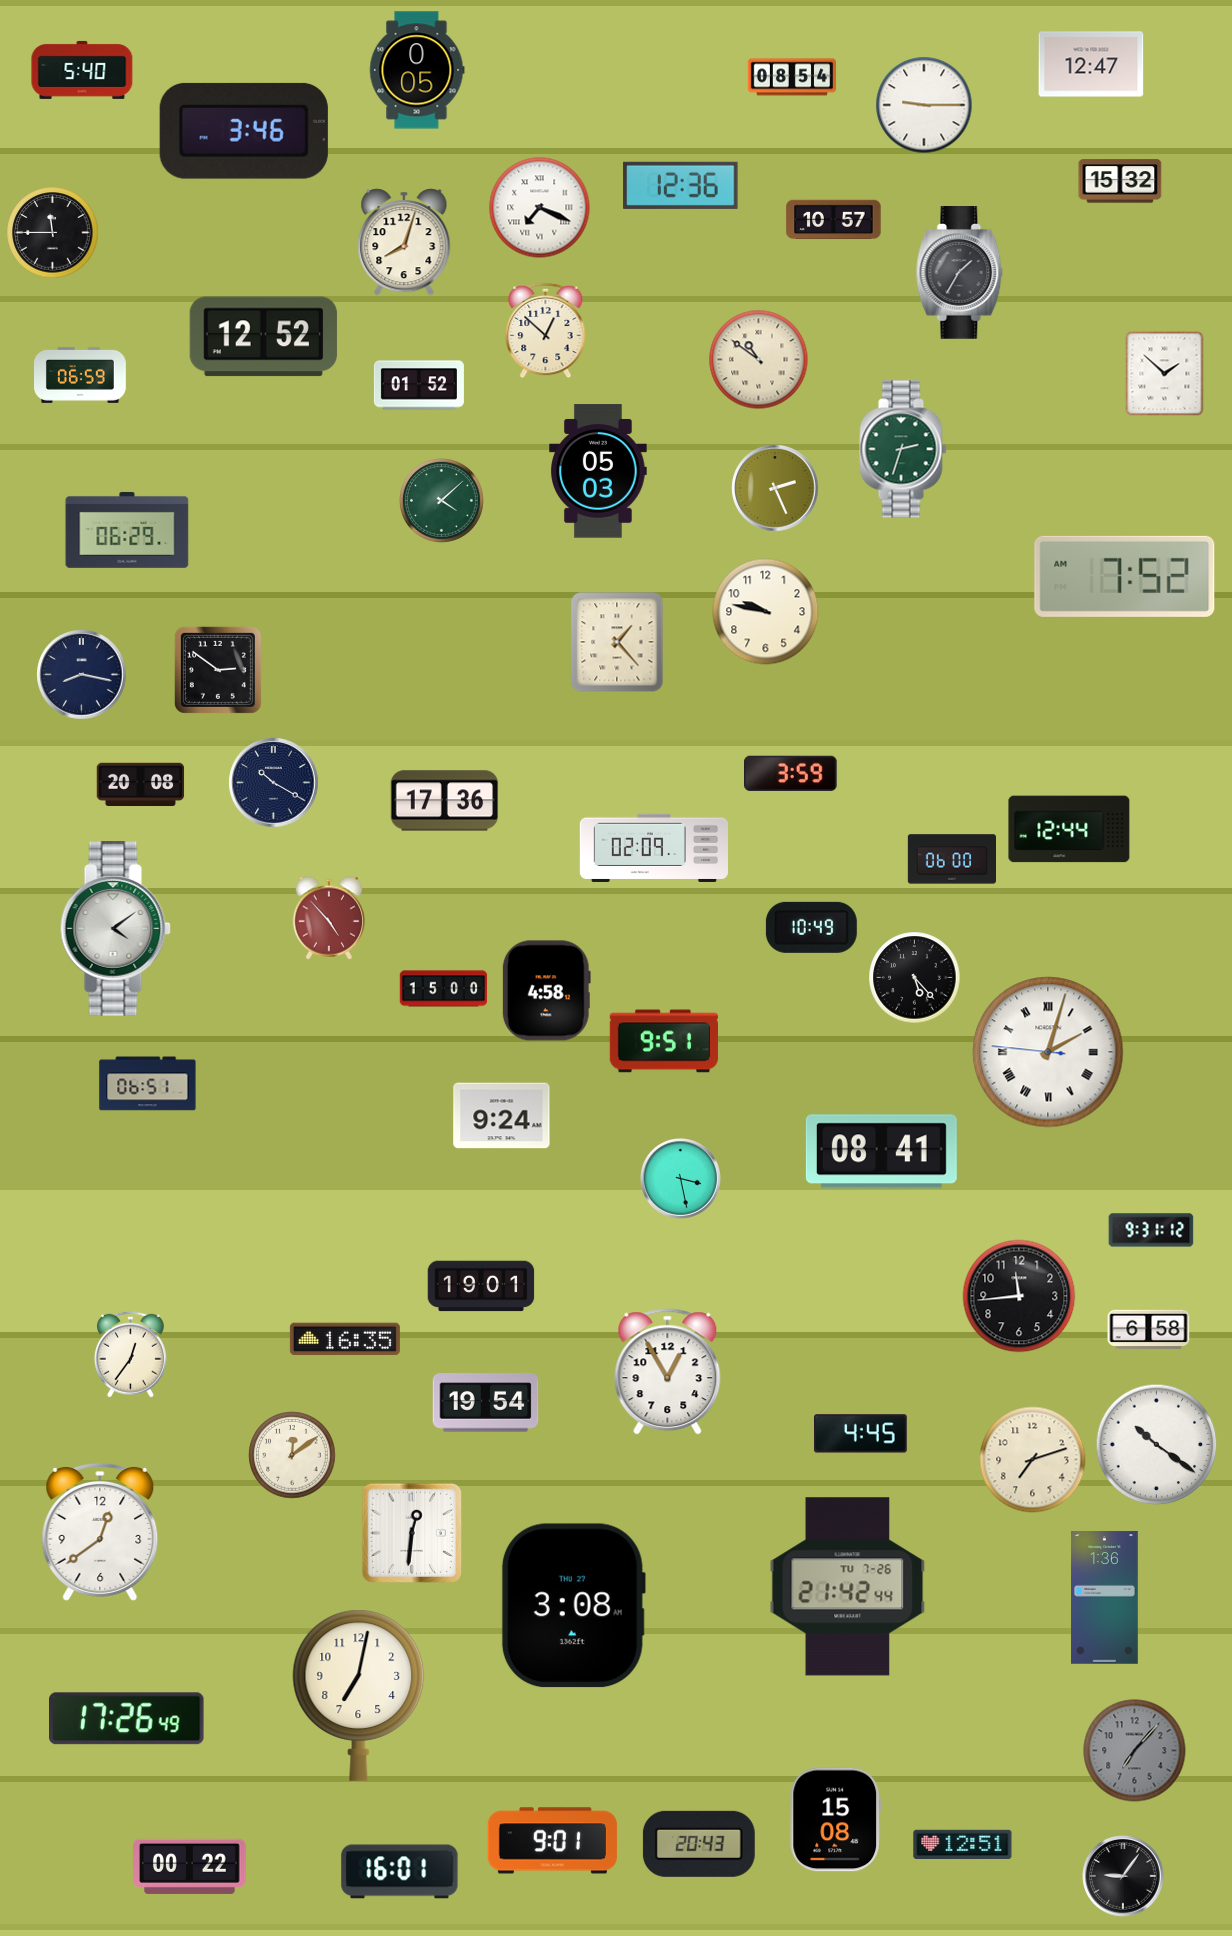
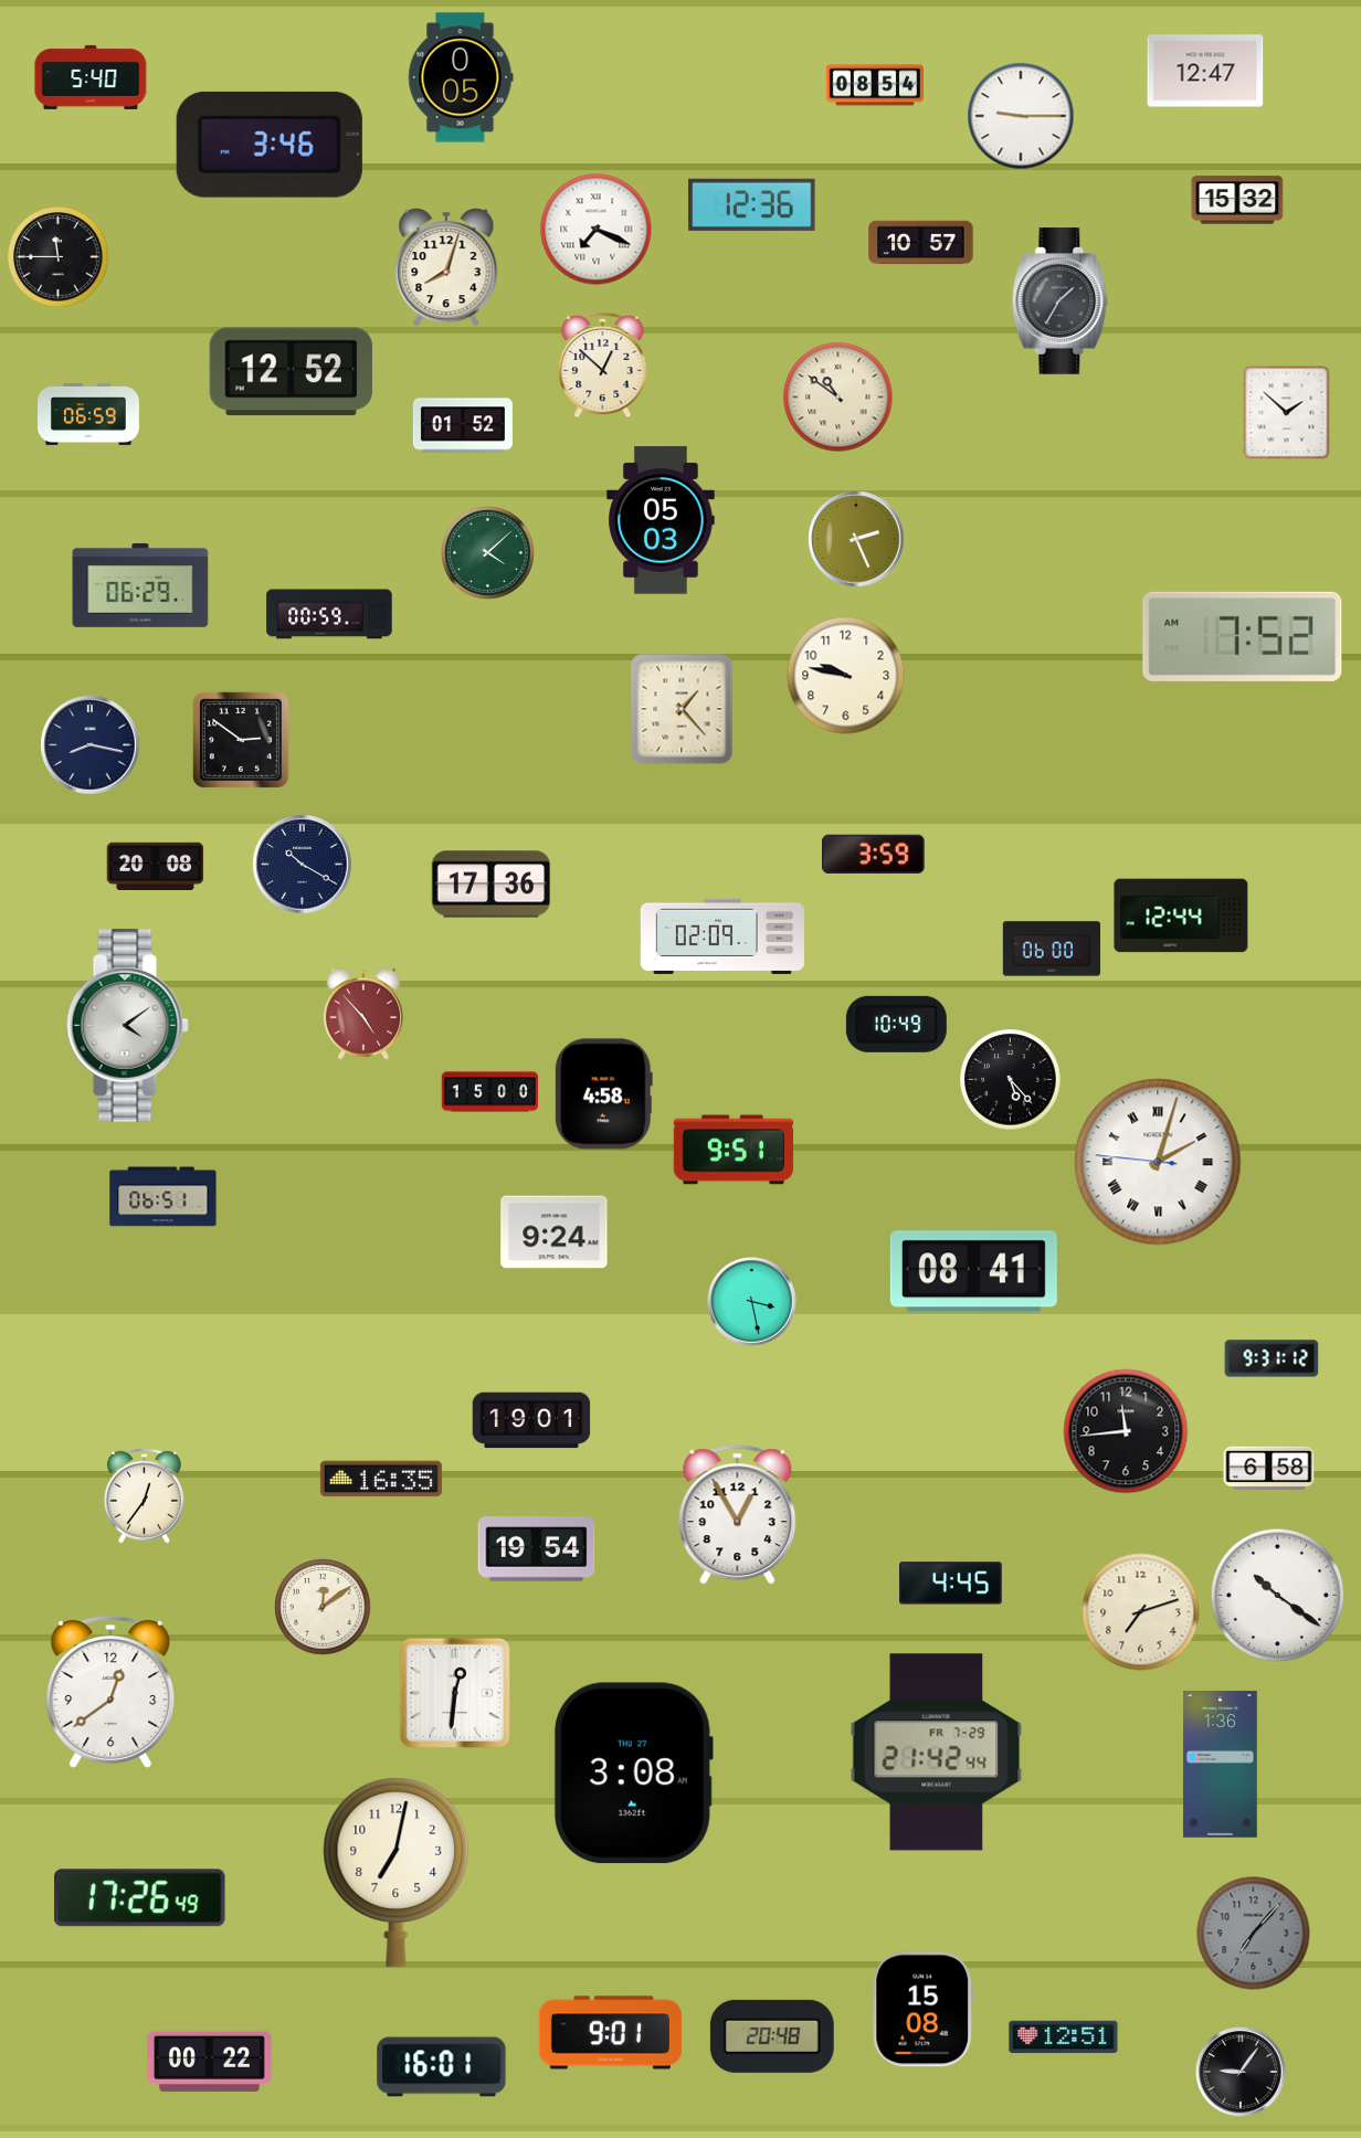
clock at (903, 449): 2:33 -> none
clock at (329, 614): none -> 00:59
clock at (848, 1587) date: TU 7-26 -> FR 7-29
clock at (699, 1844): 20:43 -> 20:48
